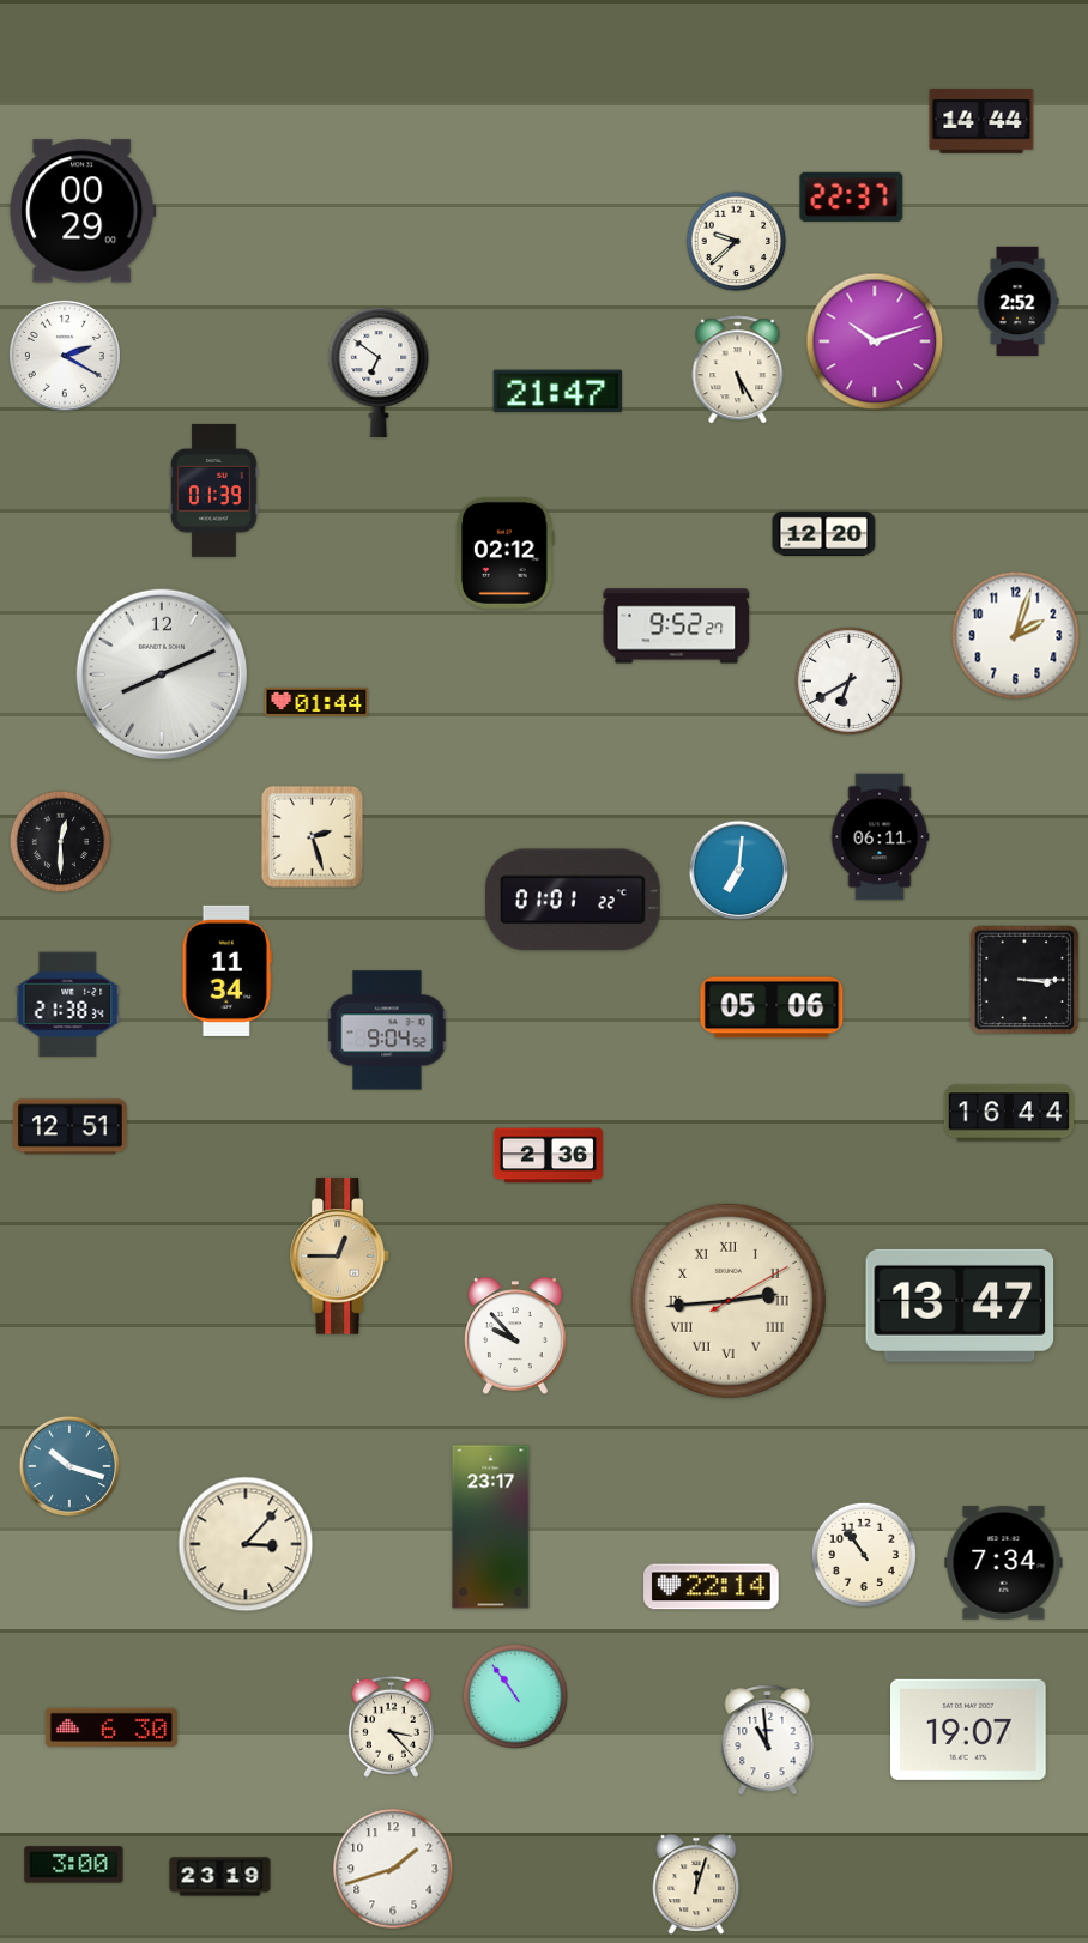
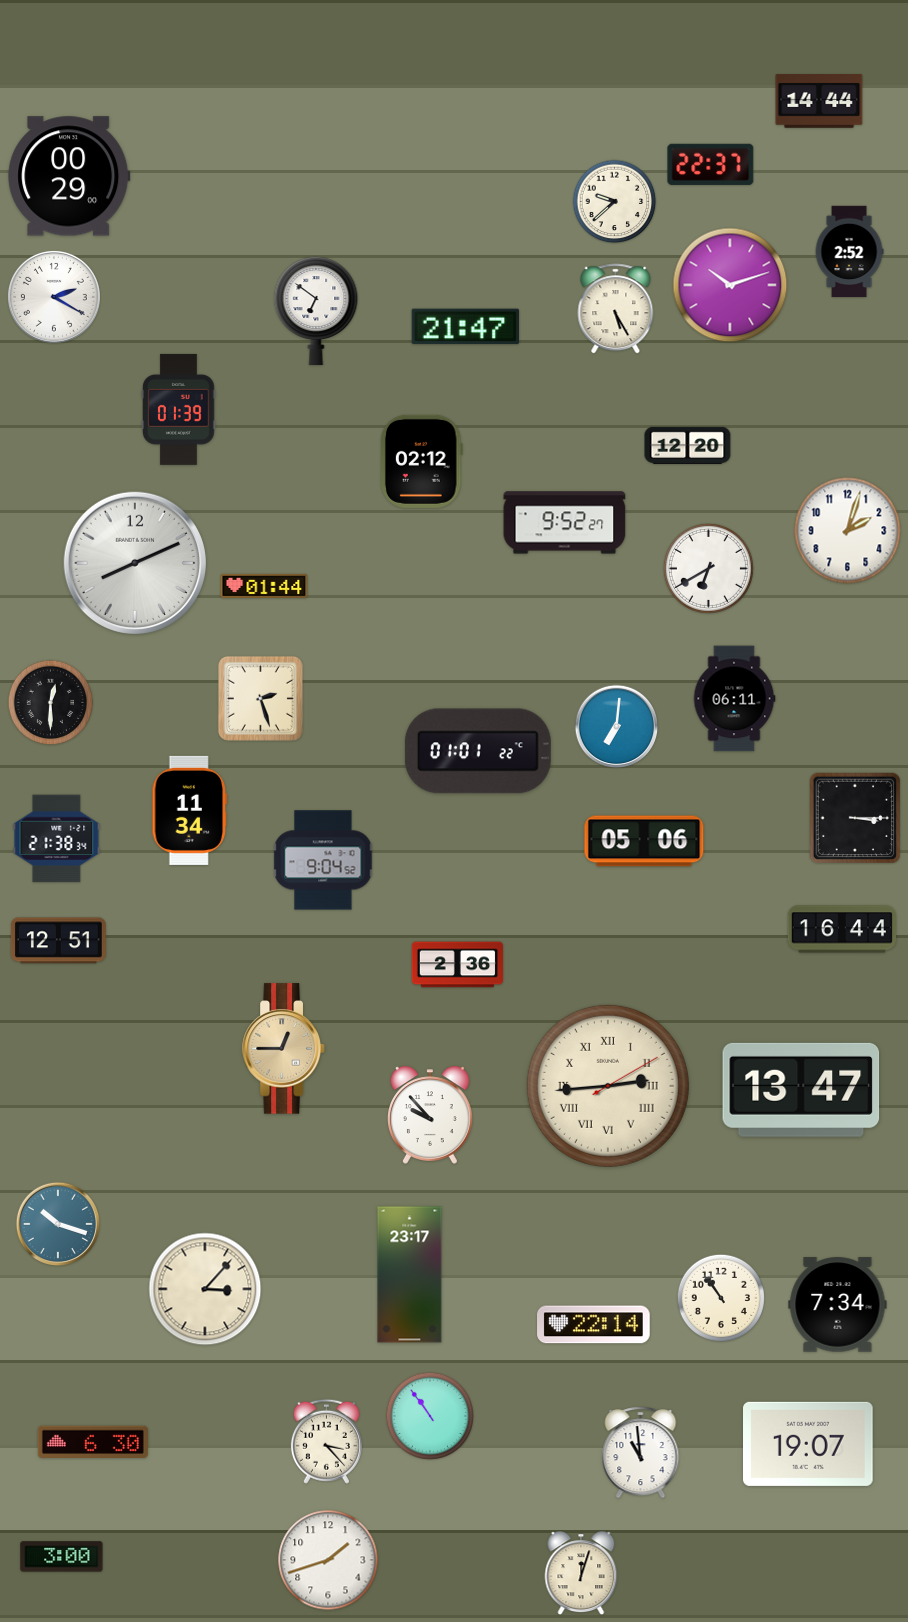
clock at (220, 1877): 23:19 -> none
